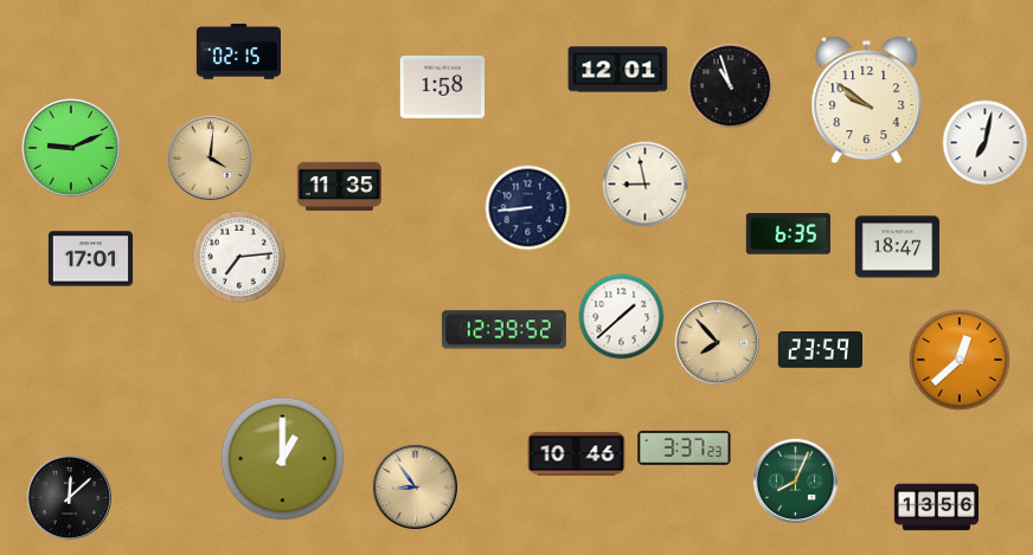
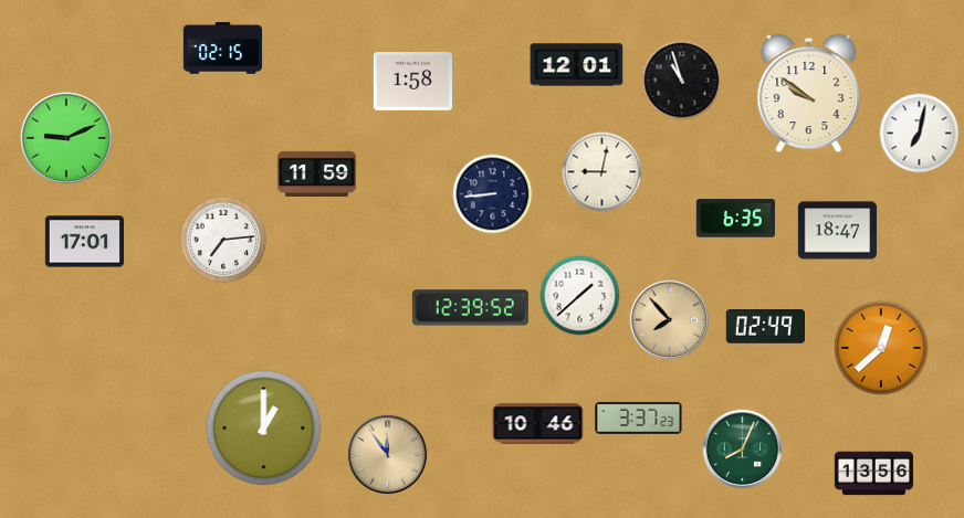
clock at (211, 159): 4:01 -> none
clock at (646, 185): 8:58 -> 9:02
clock at (340, 186): 11:35 -> 11:59
clock at (820, 350): 23:59 -> 02:49
clock at (960, 360) position: (960, 360) -> (881, 348)
clock at (416, 488): 8:54 -> 11:54
clock at (70, 498): 12:08 -> none
